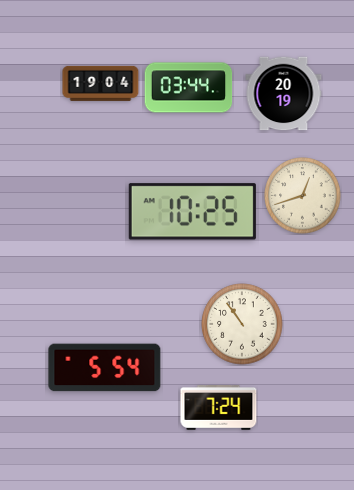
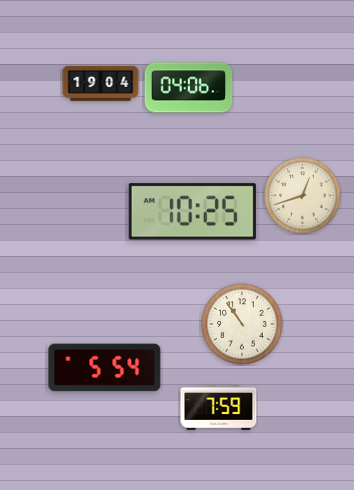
clock at (189, 88): 03:44 -> 04:06
clock at (284, 94): 20:19 -> none
clock at (219, 408): 7:24 -> 7:59
